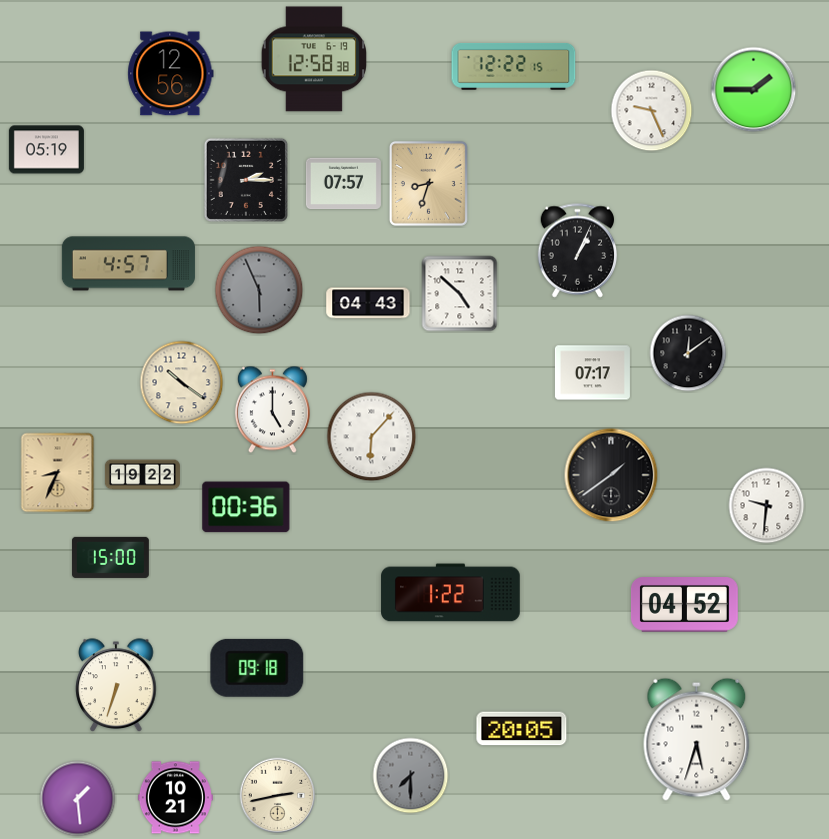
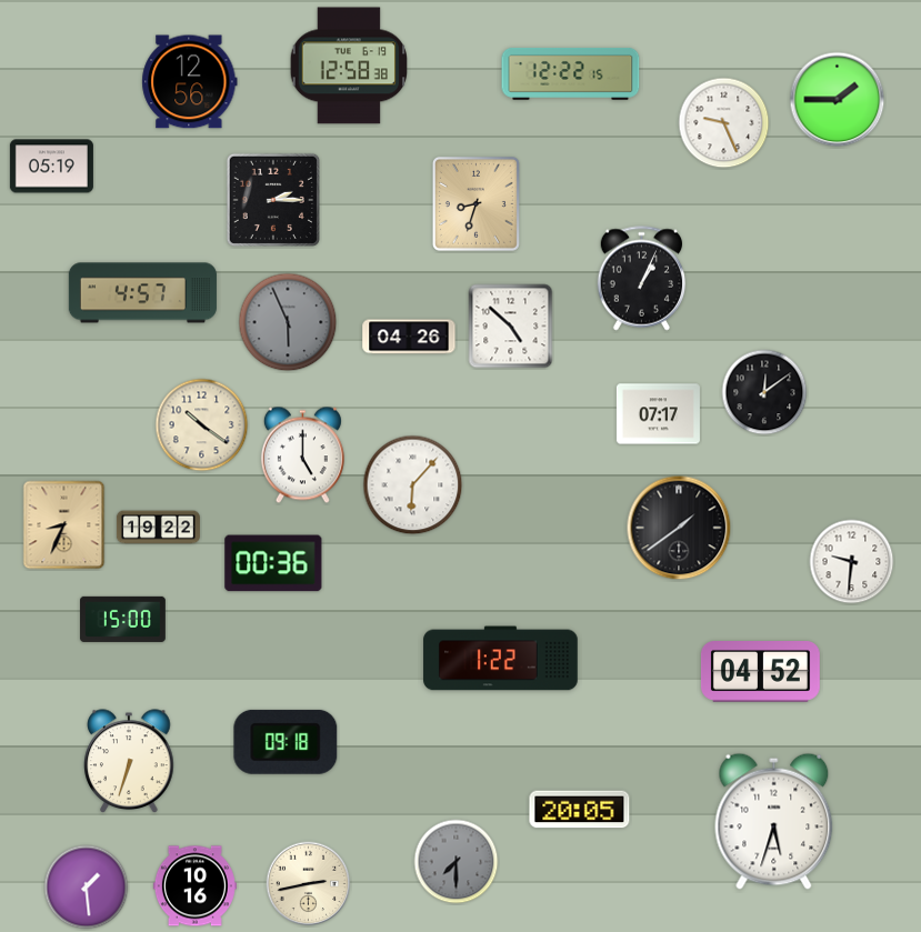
clock at (343, 184): 07:57 -> none
clock at (368, 303): 04:43 -> 04:26
clock at (175, 798): 10:21 -> 10:16
